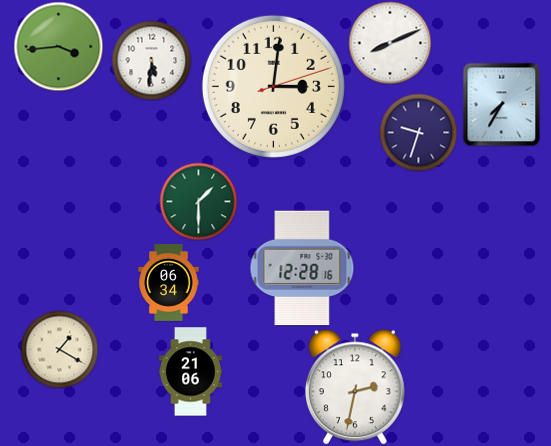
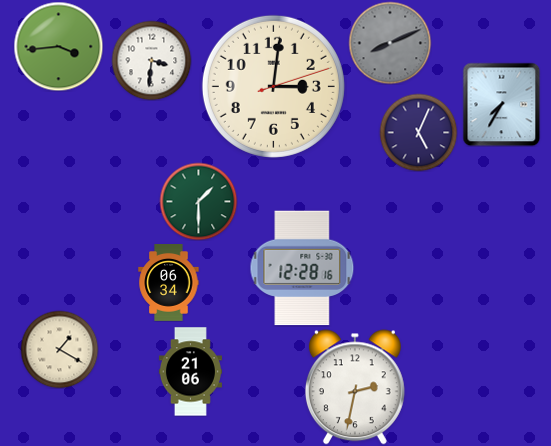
clock at (390, 43) dial: white -> grey
clock at (151, 60): 5:31 -> 3:31
clock at (418, 132): 9:33 -> 5:04
